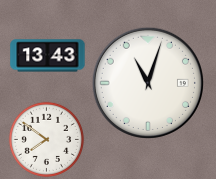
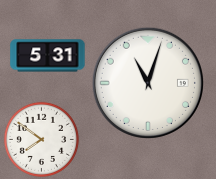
clock at (48, 56): 13:43 -> 5:31
clock at (46, 139) position: (46, 139) -> (41, 139)
